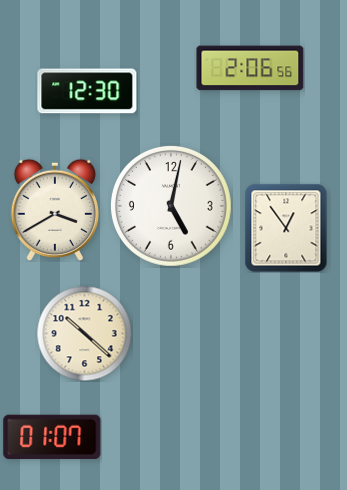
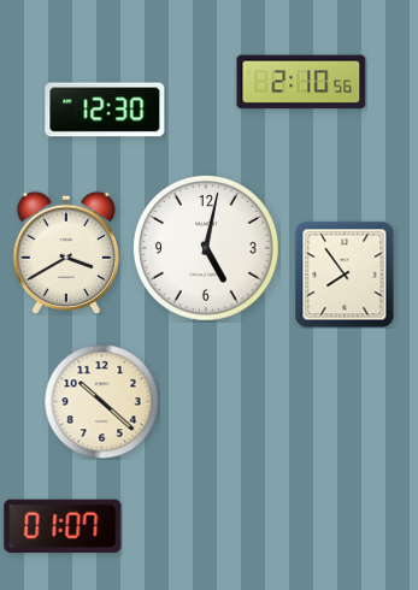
clock at (250, 68): 2:06 -> 2:10
clock at (286, 228): 12:54 -> 7:54
